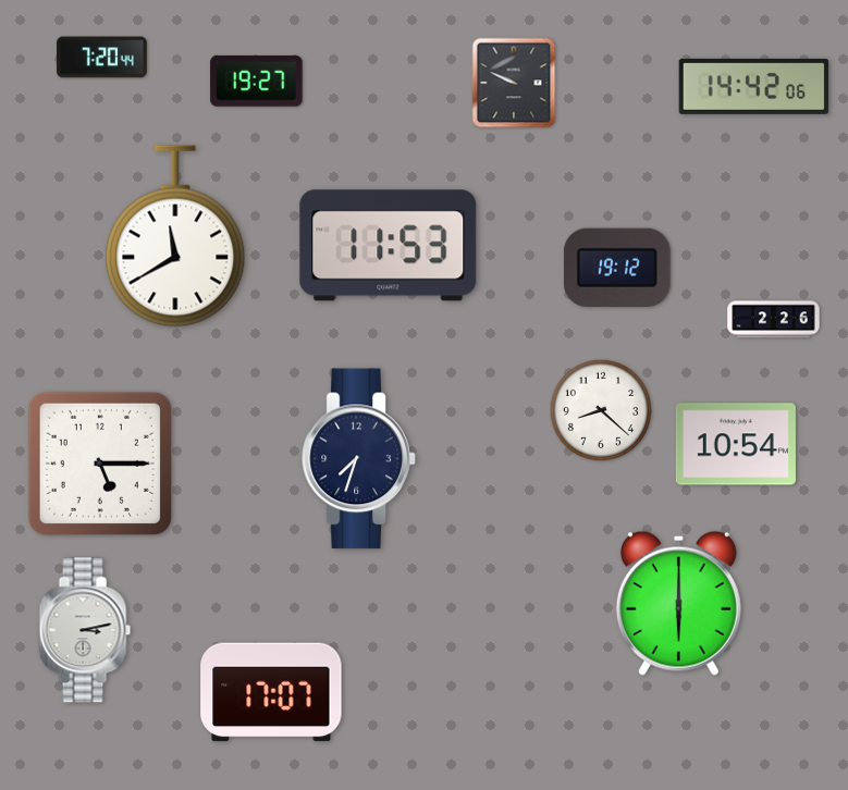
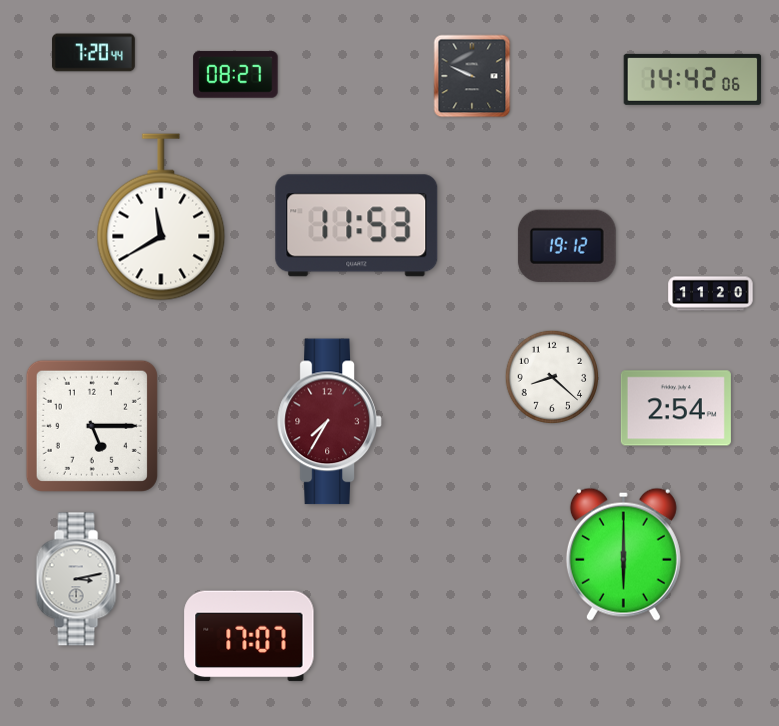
clock at (257, 82): 19:27 -> 08:27
clock at (774, 320): 2:26 -> 11:20
clock at (736, 444): 10:54 -> 2:54
clock at (359, 459): 7:33 -> 7:35
clock at (359, 459) dial: navy -> burgundy
